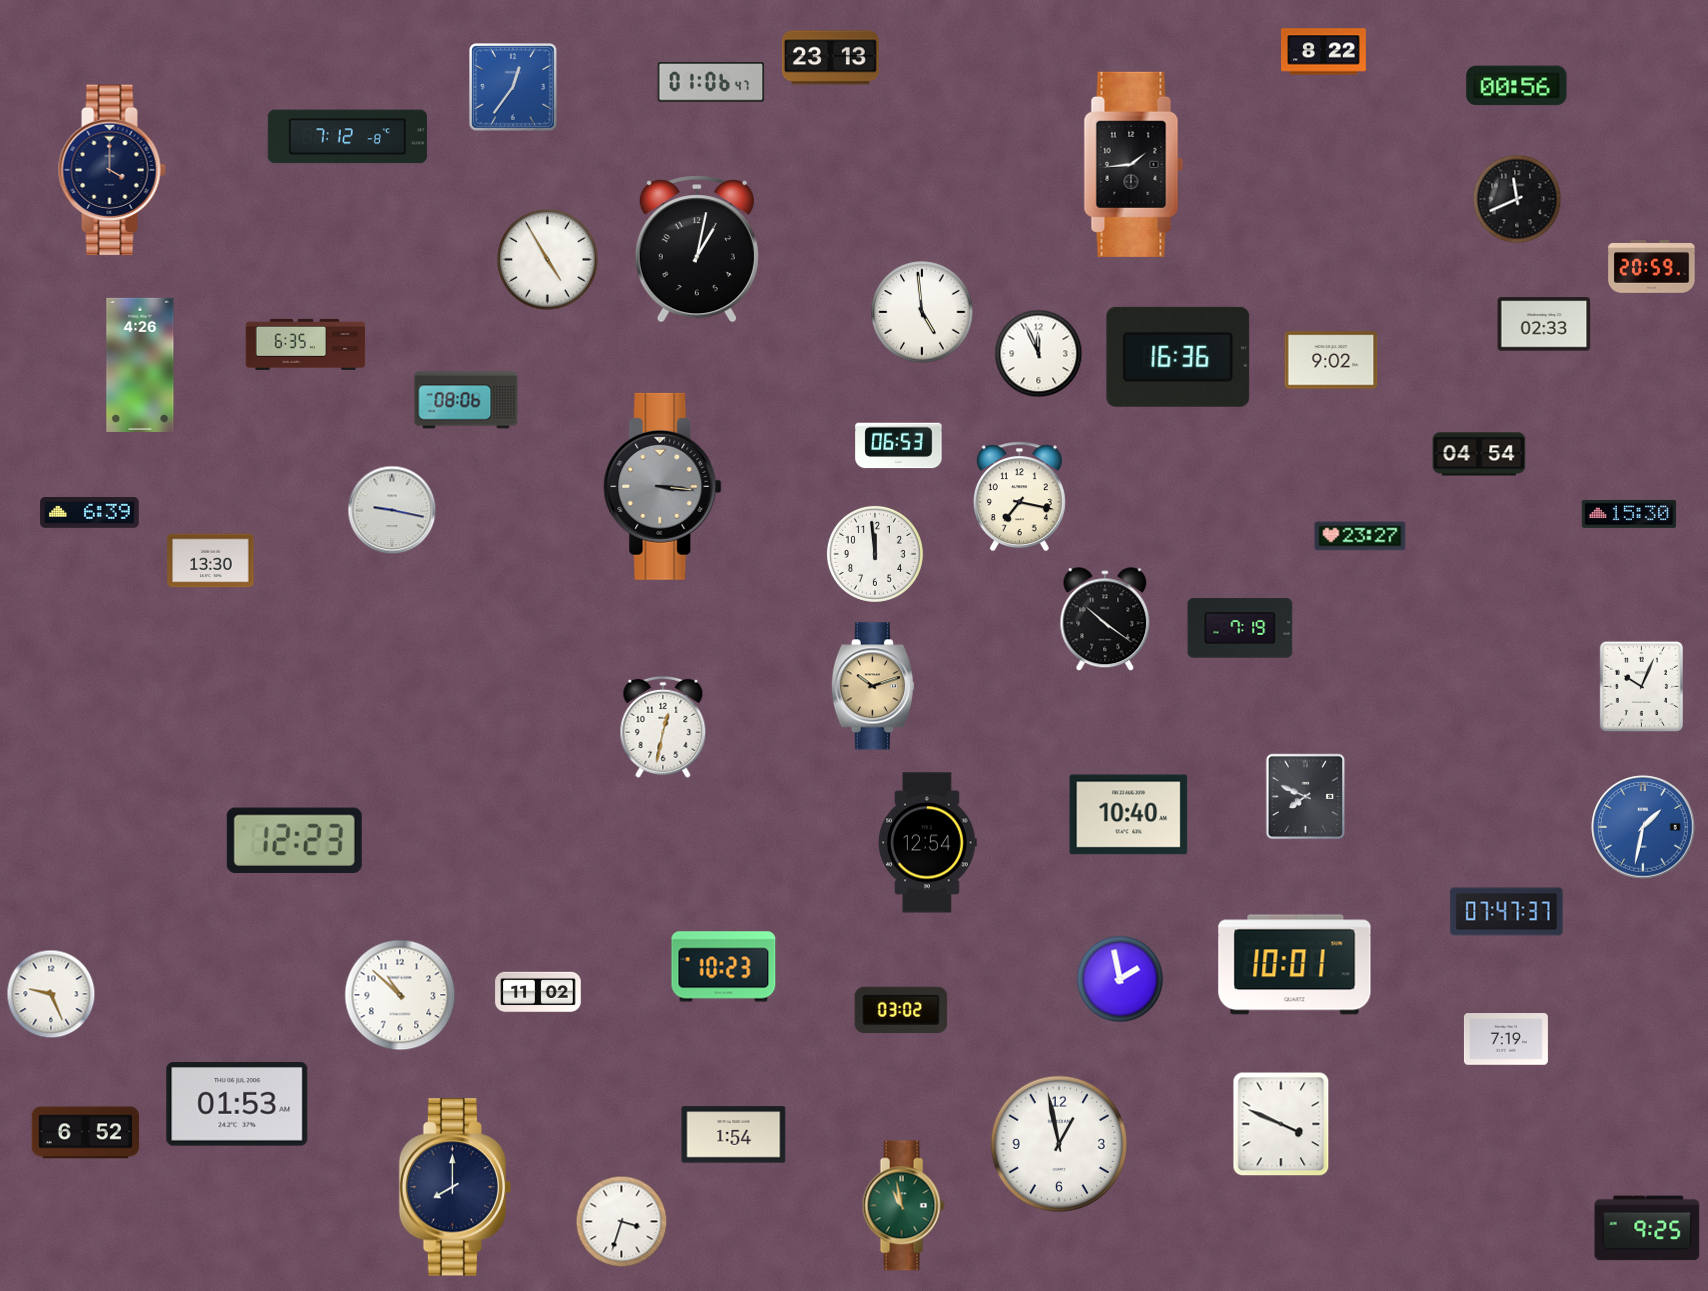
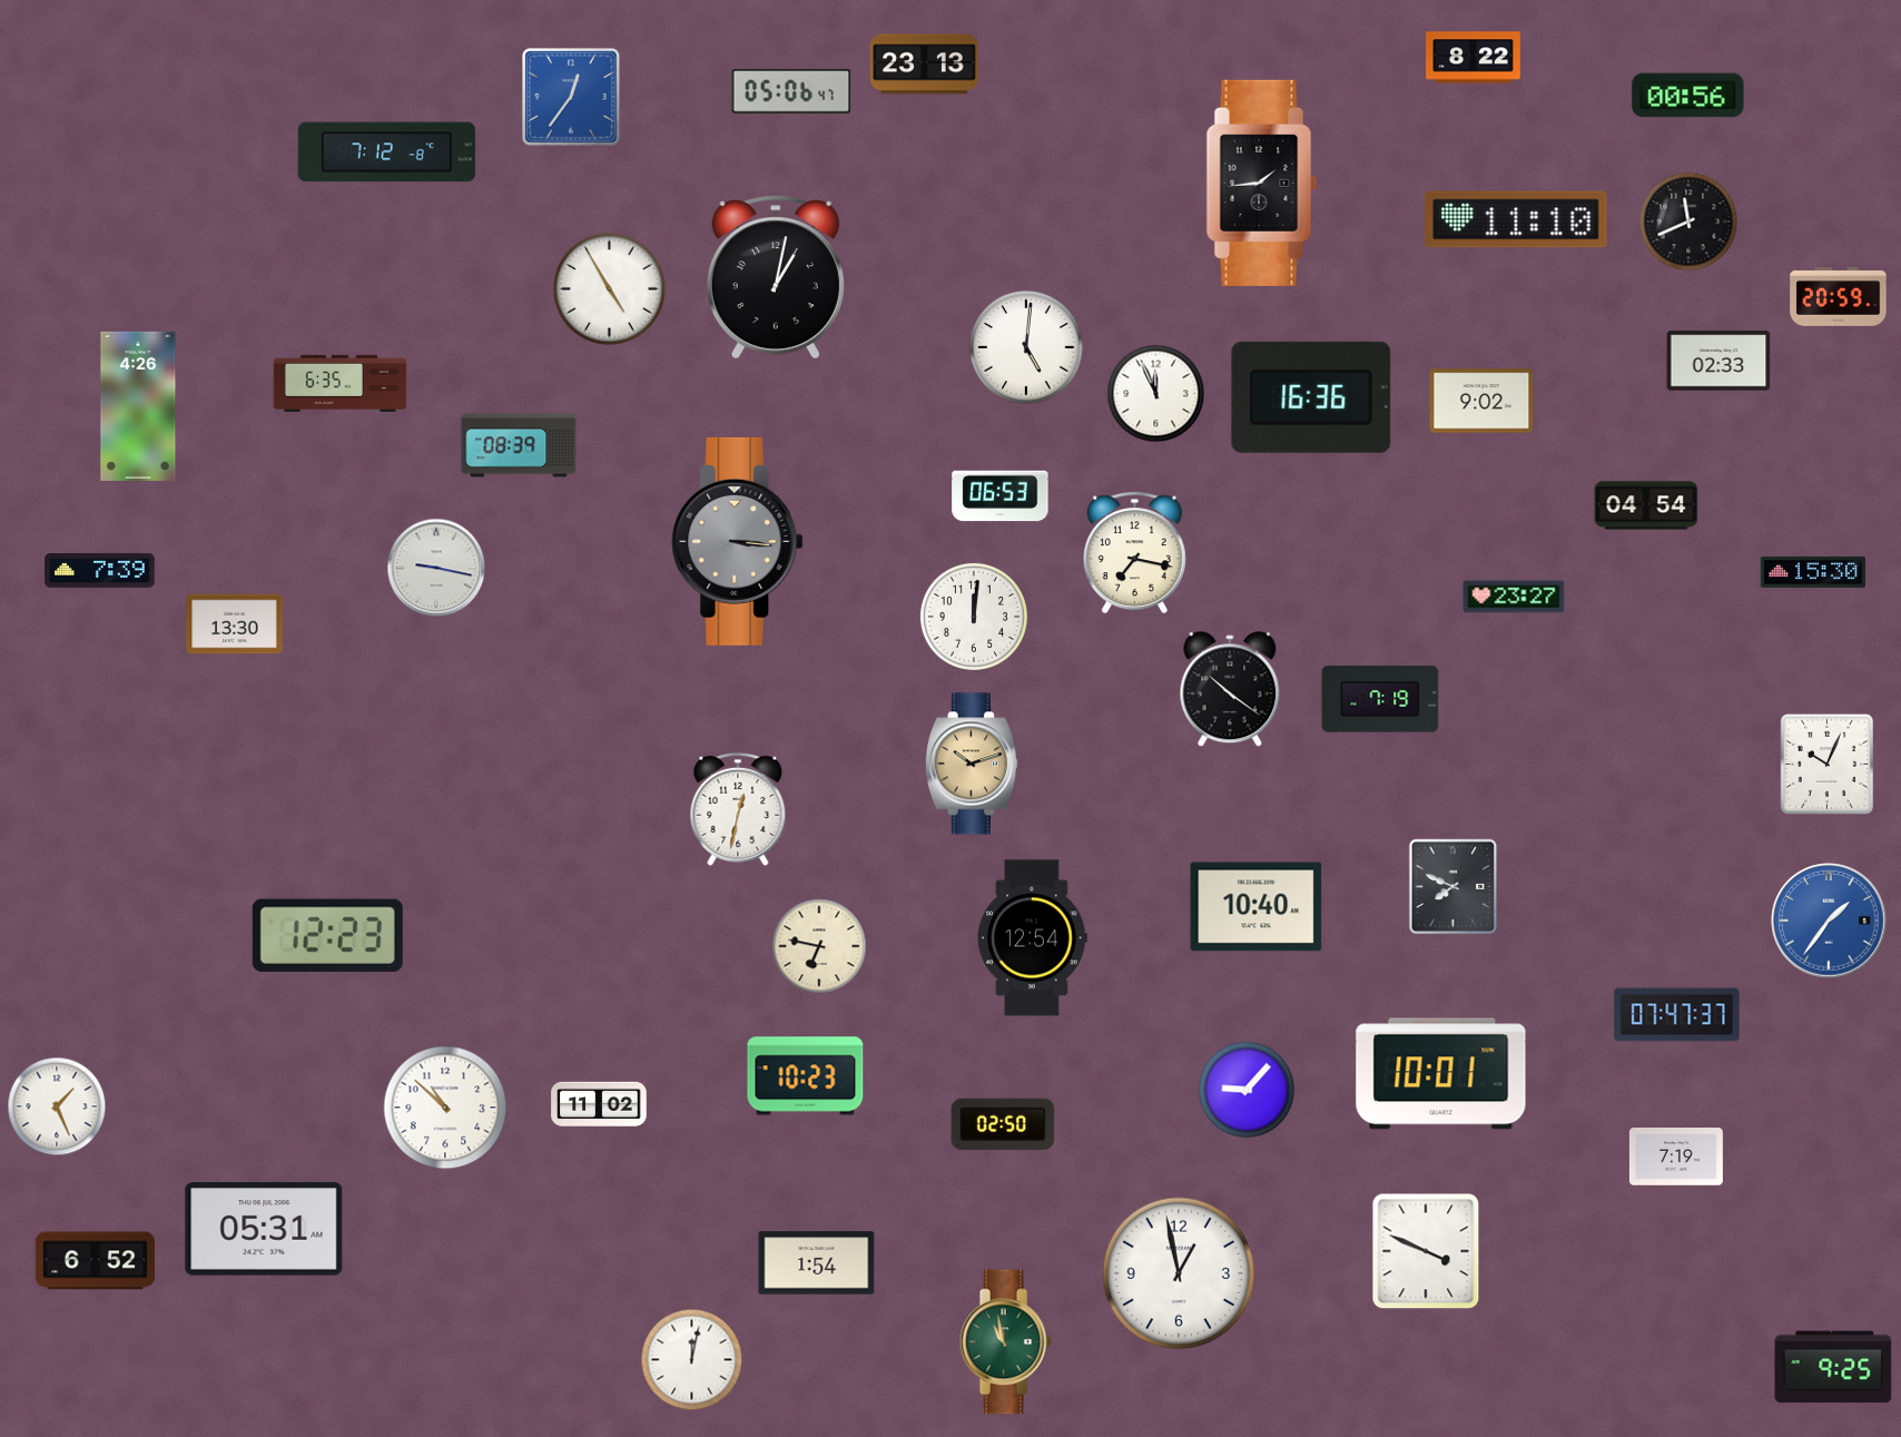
clock at (711, 83): 01:06 -> 05:06
clock at (112, 170): 4:00 -> none
clock at (1516, 219): none -> 11:10
clock at (922, 312): 4:59 -> 5:01
clock at (140, 365) position: (140, 365) -> (138, 406)
clock at (466, 400): 08:06 -> 08:39
clock at (90, 513): 6:39 -> 7:39
clock at (875, 554): 11:59 -> 12:01
clock at (1643, 827): 1:32 -> 1:36
clock at (819, 946): none -> 6:47
clock at (1120, 979): 1:58 -> 9:07
clock at (51, 994): 9:26 -> 1:26
clock at (901, 1010): 03:02 -> 02:50
clock at (237, 1104): 01:53 -> 05:31
clock at (454, 1187): 8:00 -> none
clock at (622, 1222): 3:33 -> 12:02
